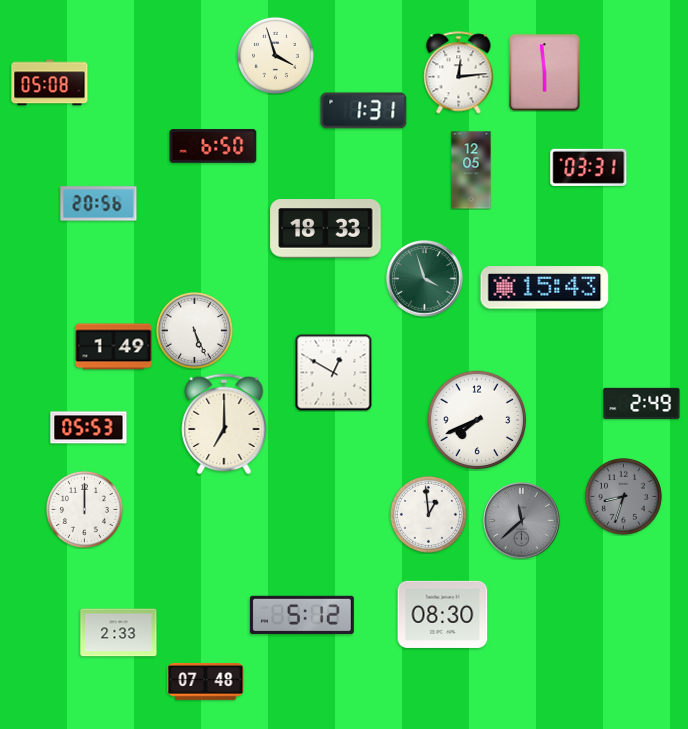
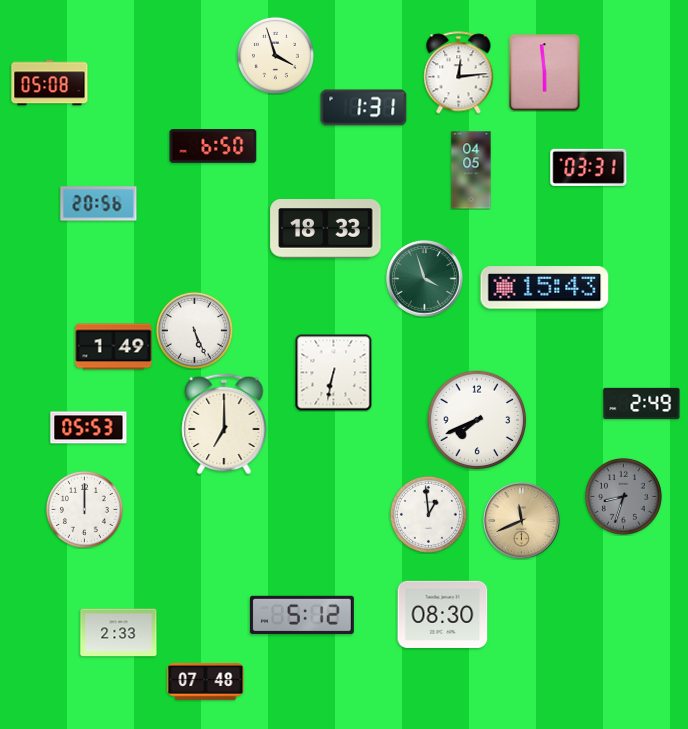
clock at (364, 111) position: (364, 111) -> (364, 108)
clock at (471, 170): 12:05 -> 04:05
clock at (333, 372): 12:50 -> 6:32
clock at (522, 521): 11:38 -> 11:41
clock at (522, 521) dial: grey -> champagne
